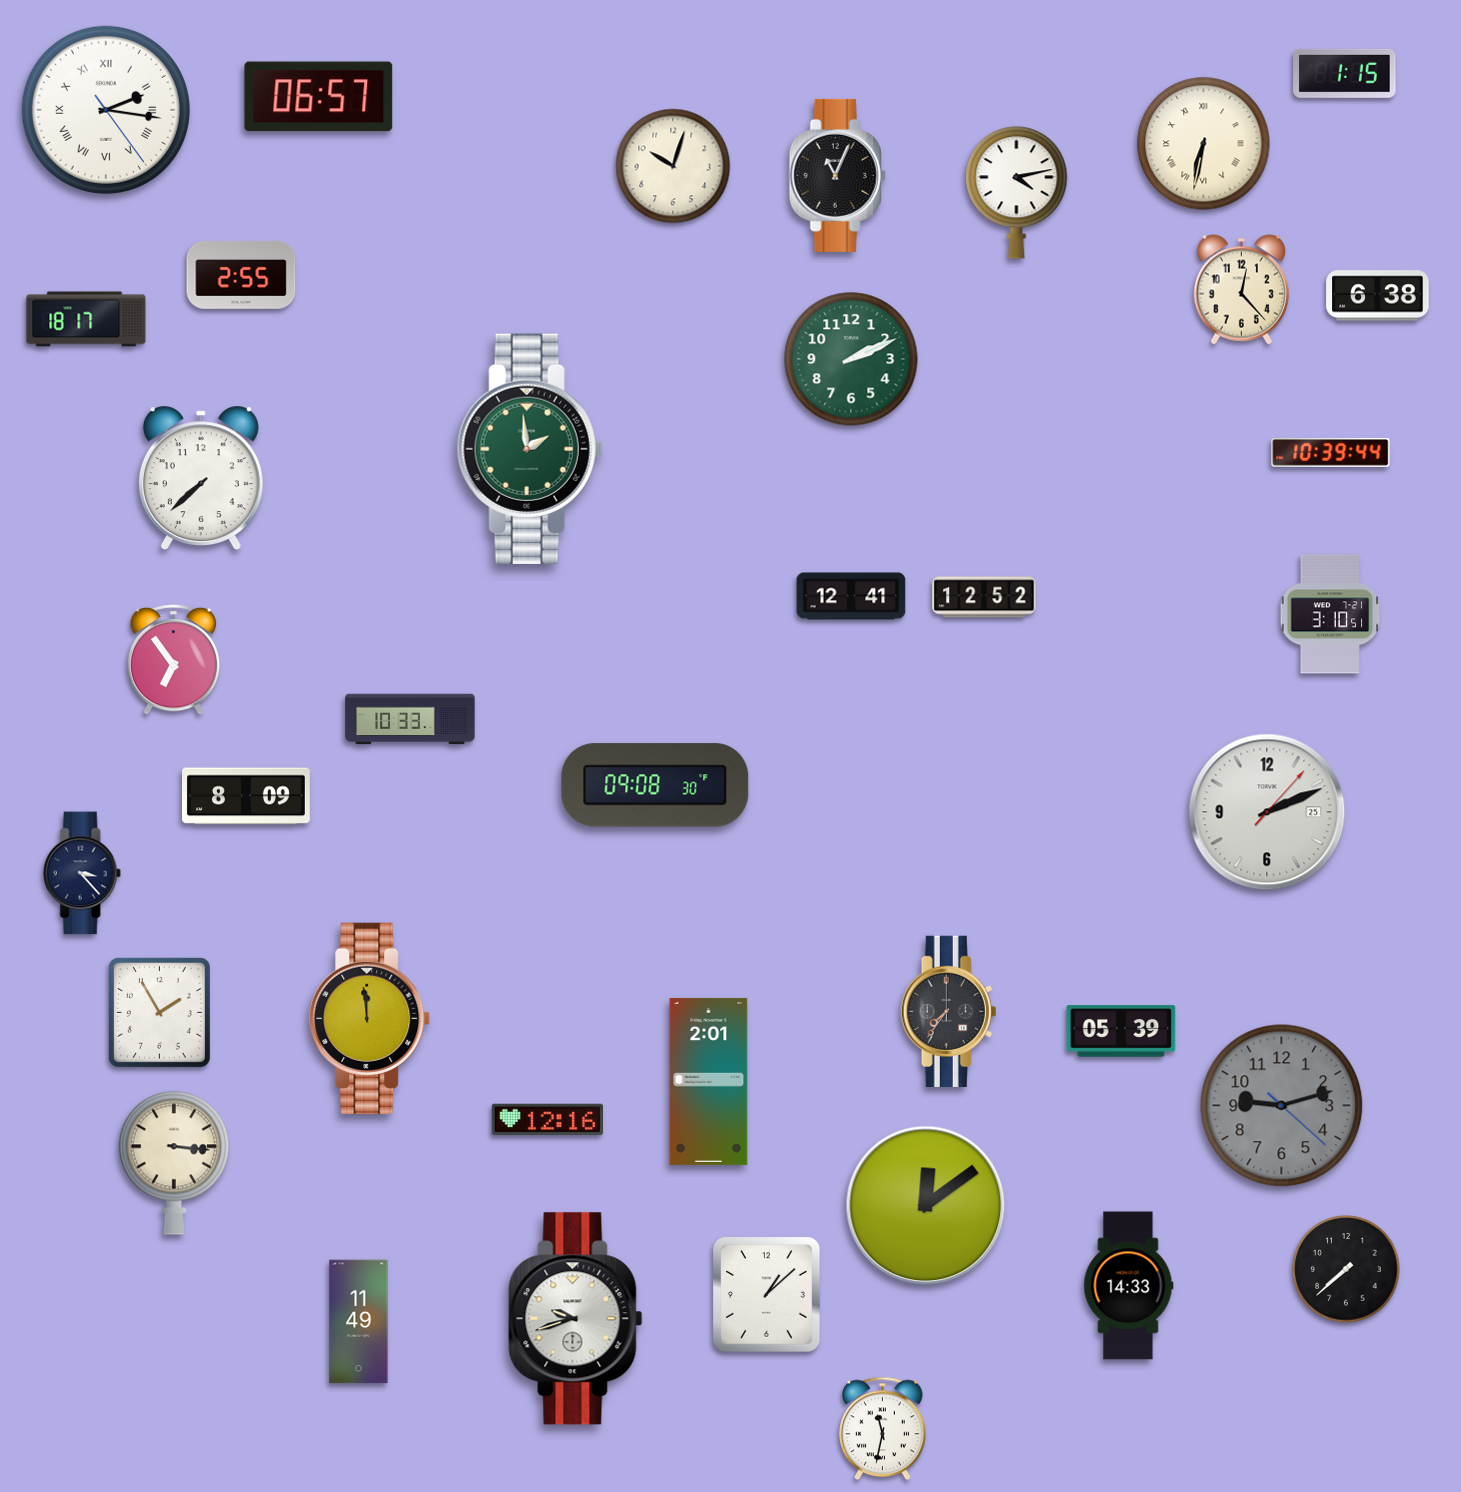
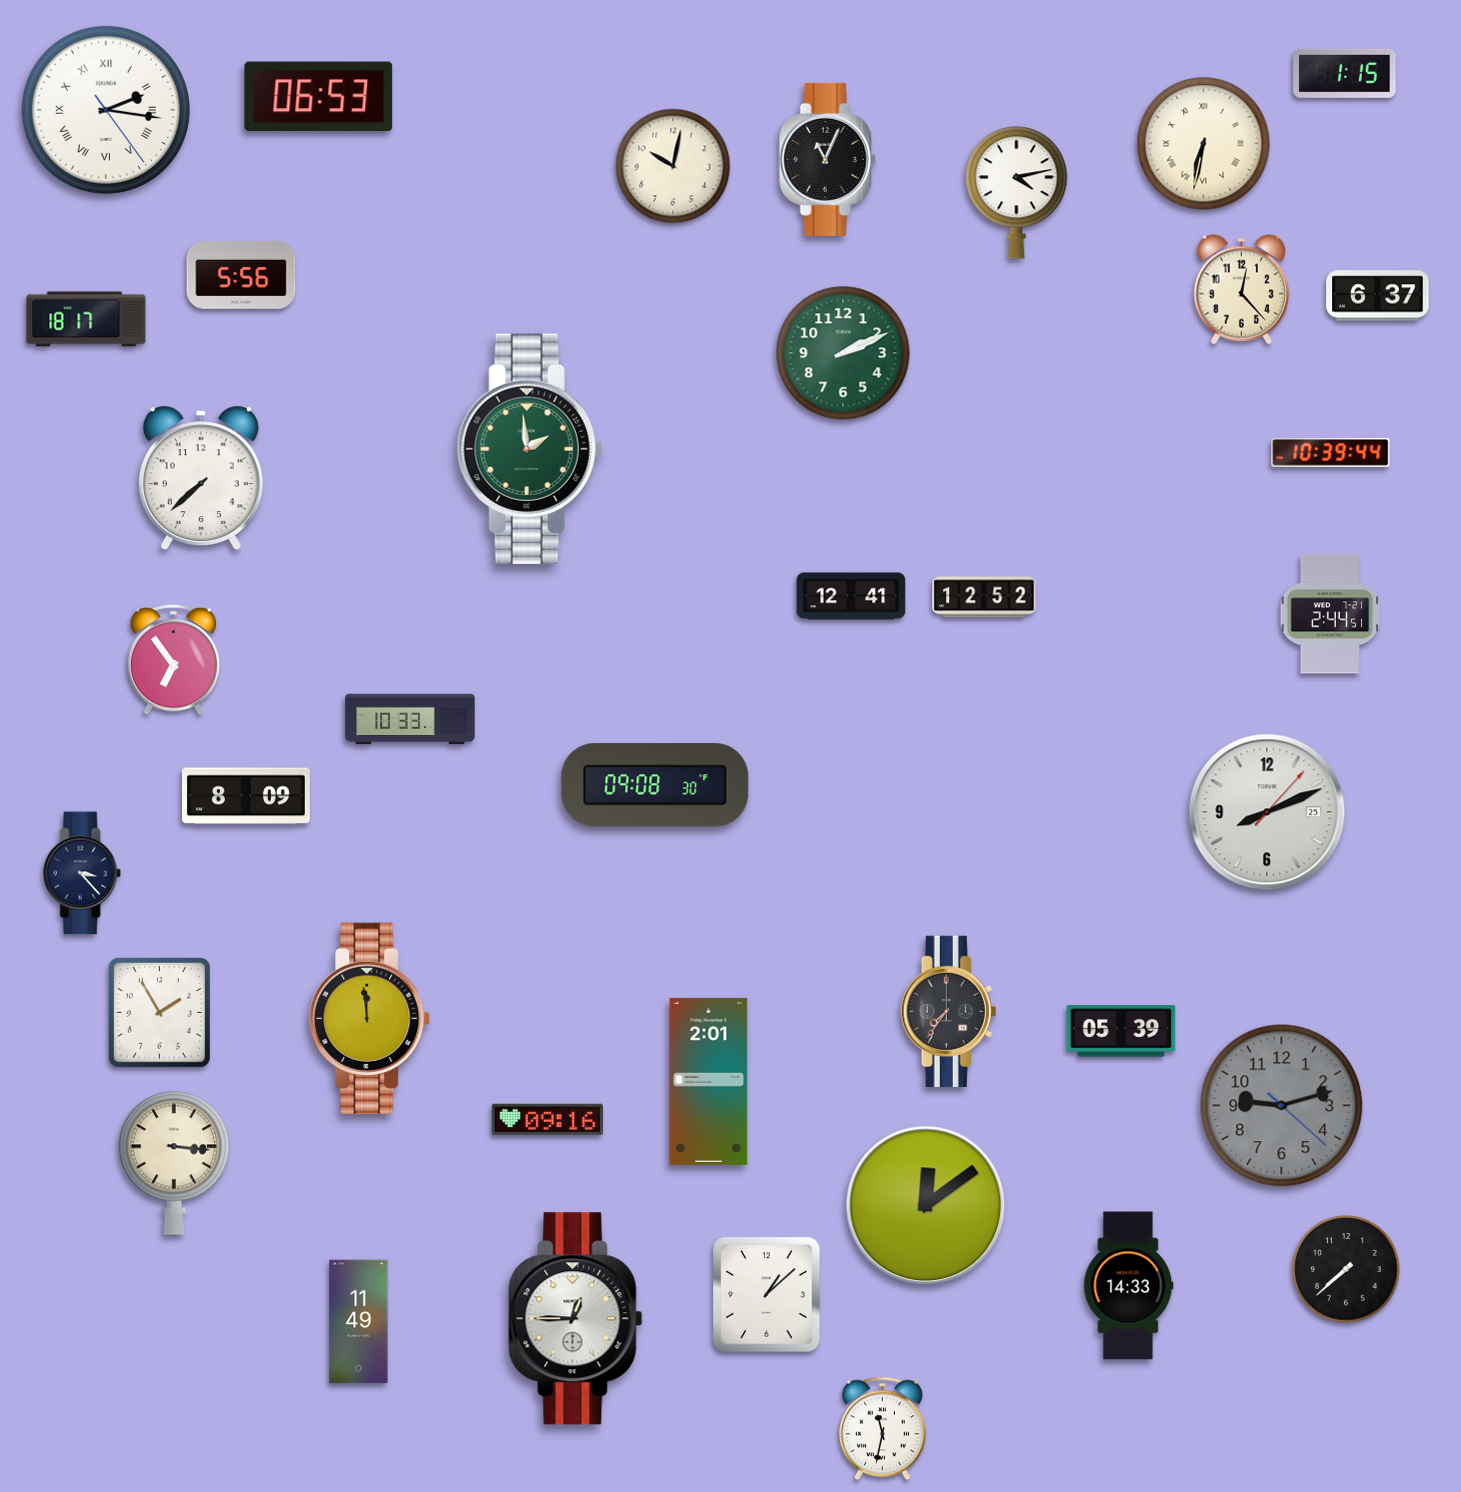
clock at (319, 97): 06:57 -> 06:53
clock at (673, 166): 10:03 -> 10:02
clock at (837, 175) position: (837, 175) -> (827, 159)
clock at (241, 275): 2:55 -> 5:56
clock at (1378, 296): 6:38 -> 6:37
clock at (851, 359) position: (851, 359) -> (843, 353)
clock at (1330, 614): 3:10 -> 2:44
clock at (1267, 812): 2:11 -> 8:11
clock at (547, 1120): 12:16 -> 09:16
clock at (576, 1319): 9:42 -> 12:45
